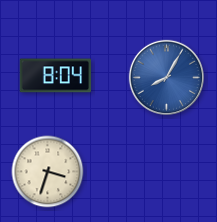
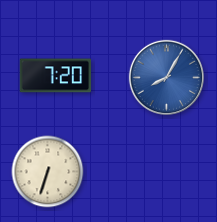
clock at (56, 76): 8:04 -> 7:20
clock at (48, 172): 3:33 -> 6:33
